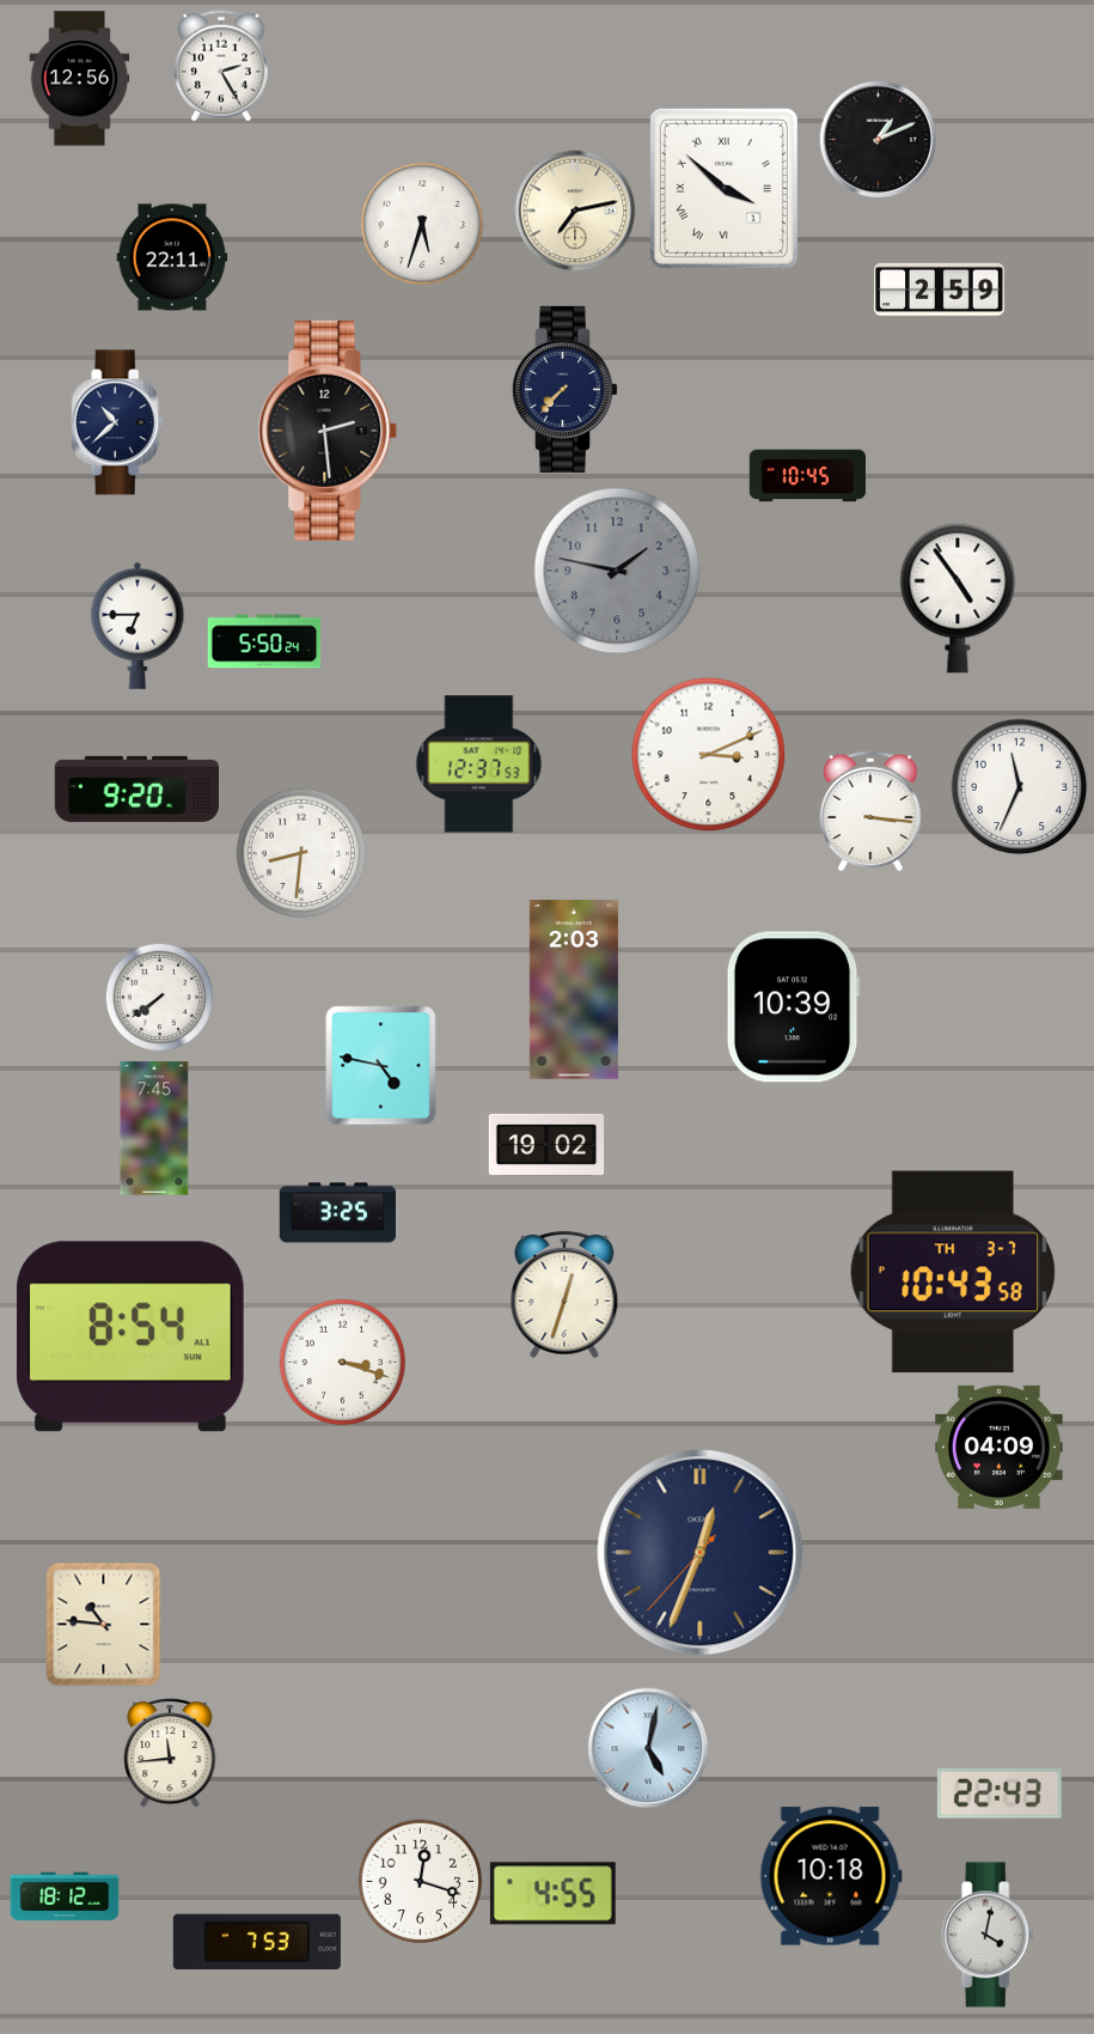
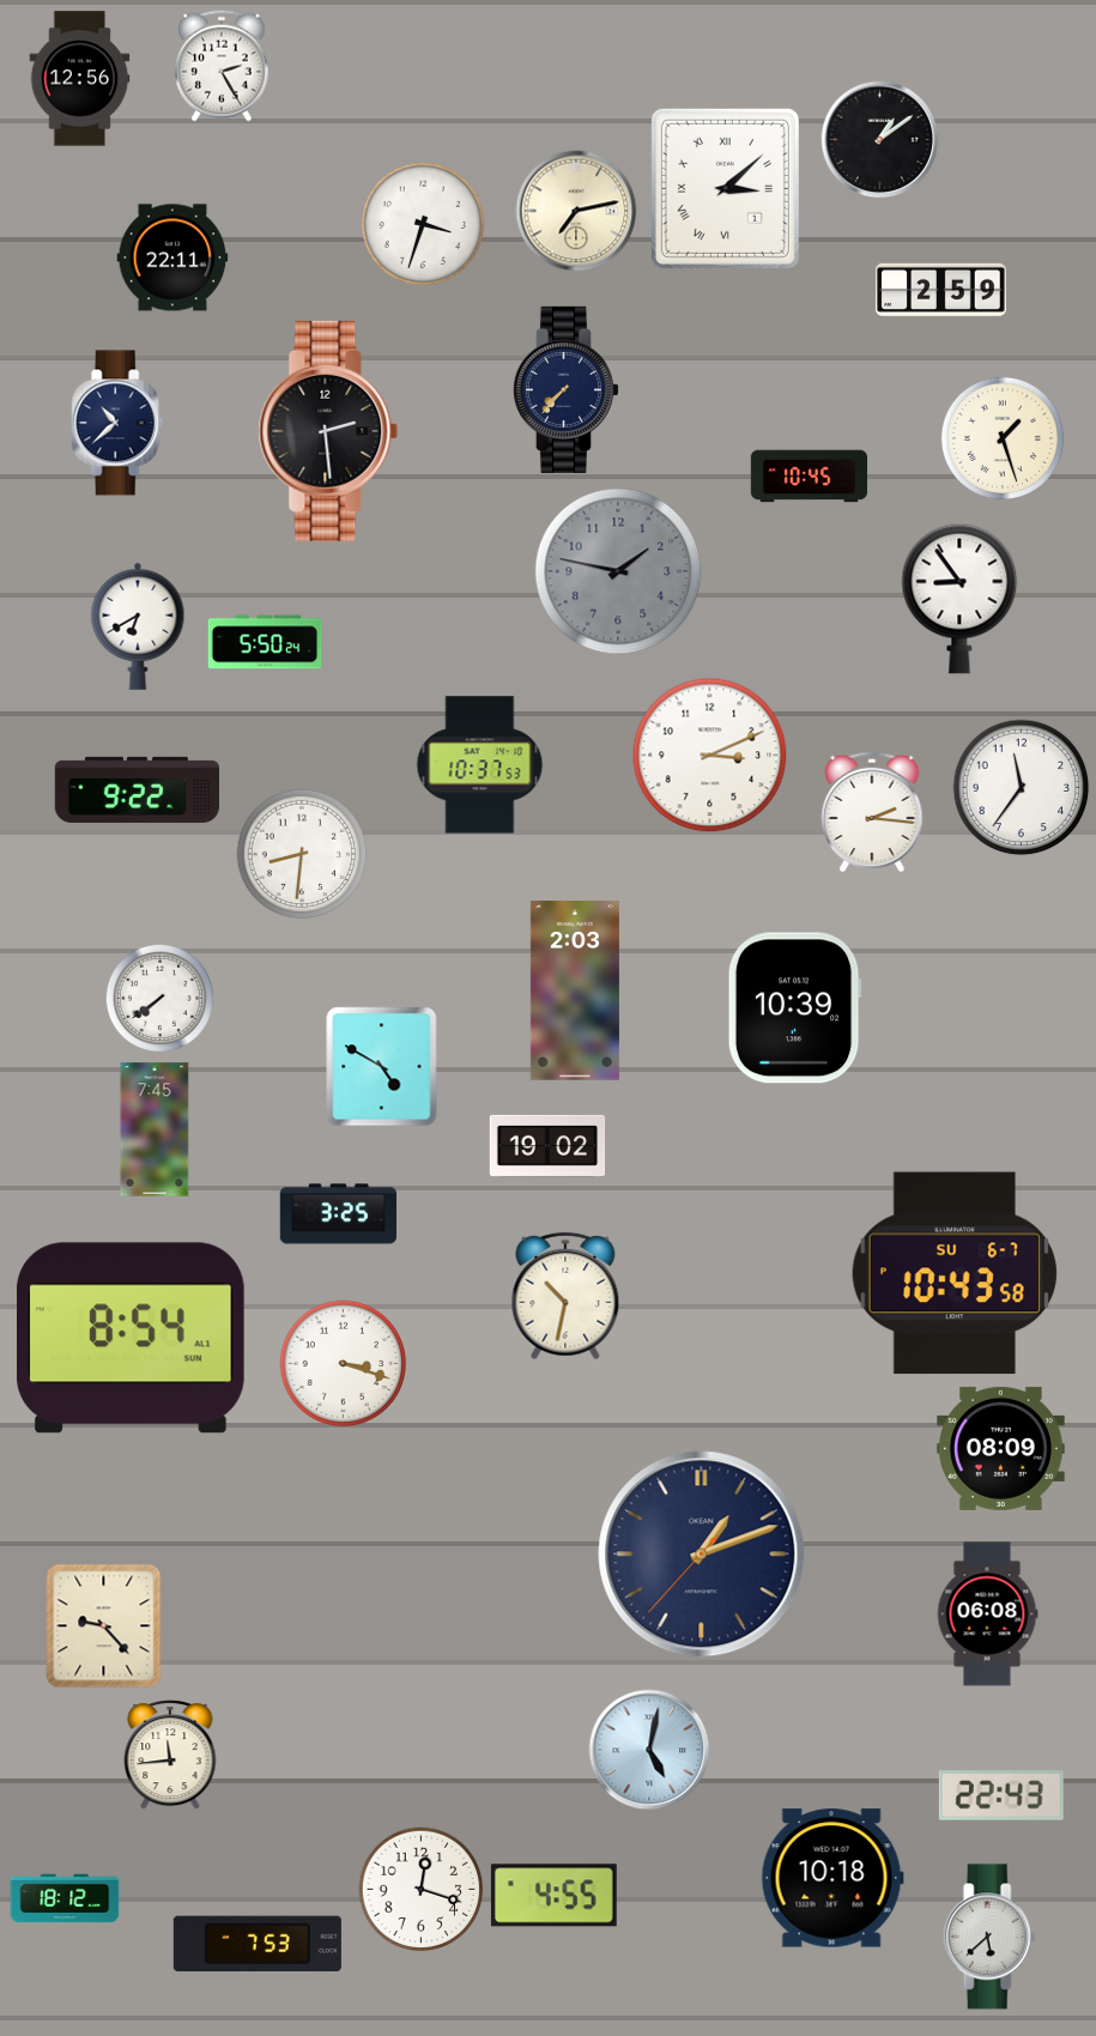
clock at (879, 140): 1:11 -> 1:09
clock at (723, 188): 3:52 -> 3:08
clock at (422, 224): 5:33 -> 3:33
clock at (1003, 438): none -> 1:27
clock at (958, 598): 4:54 -> 8:54
clock at (137, 626): 6:45 -> 6:40
clock at (479, 765): 12:37 -> 10:37
clock at (1020, 787): 11:34 -> 11:36
clock at (136, 788): 9:20 -> 9:22
clock at (870, 811): 3:16 -> 2:16
clock at (381, 1066): 4:47 -> 4:50
clock at (953, 1272) date: TH 3-7 -> SU 6-7
clock at (564, 1295): 12:33 -> 10:32
clock at (1000, 1447): 04:09 -> 08:09
clock at (701, 1553): 12:33 -> 1:11
clock at (987, 1614): none -> 06:08
clock at (104, 1625): 10:46 -> 9:23
clock at (421, 1882) position: (421, 1882) -> (422, 1890)
clock at (988, 1935): 4:02 -> 5:38
